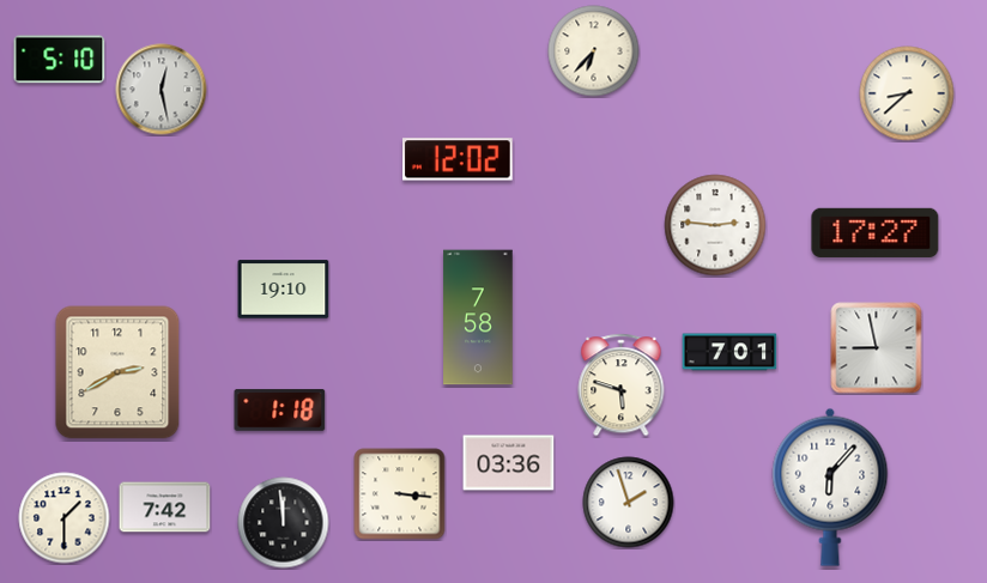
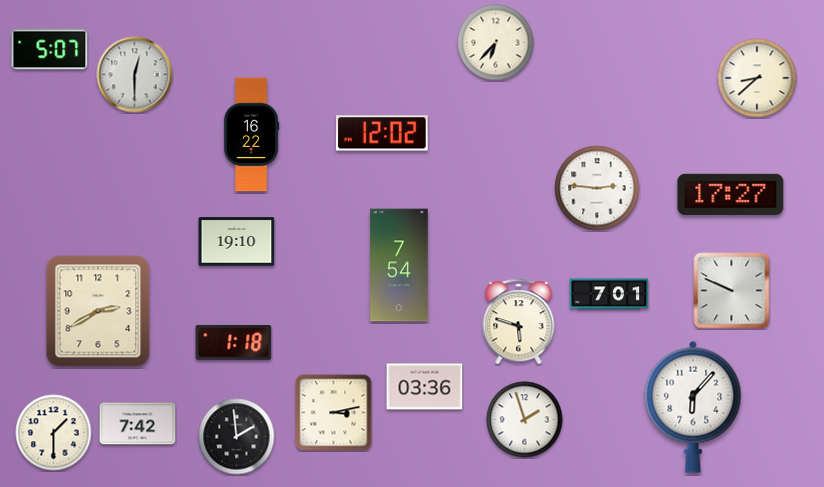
clock at (60, 60): 5:10 -> 5:07
clock at (162, 90): 12:28 -> 12:30
clock at (251, 135): none -> 16:22
clock at (478, 317): 7:58 -> 7:54
clock at (877, 348): 8:58 -> 9:49
clock at (400, 494): 3:16 -> 3:13
clock at (284, 523): 11:59 -> 1:59
